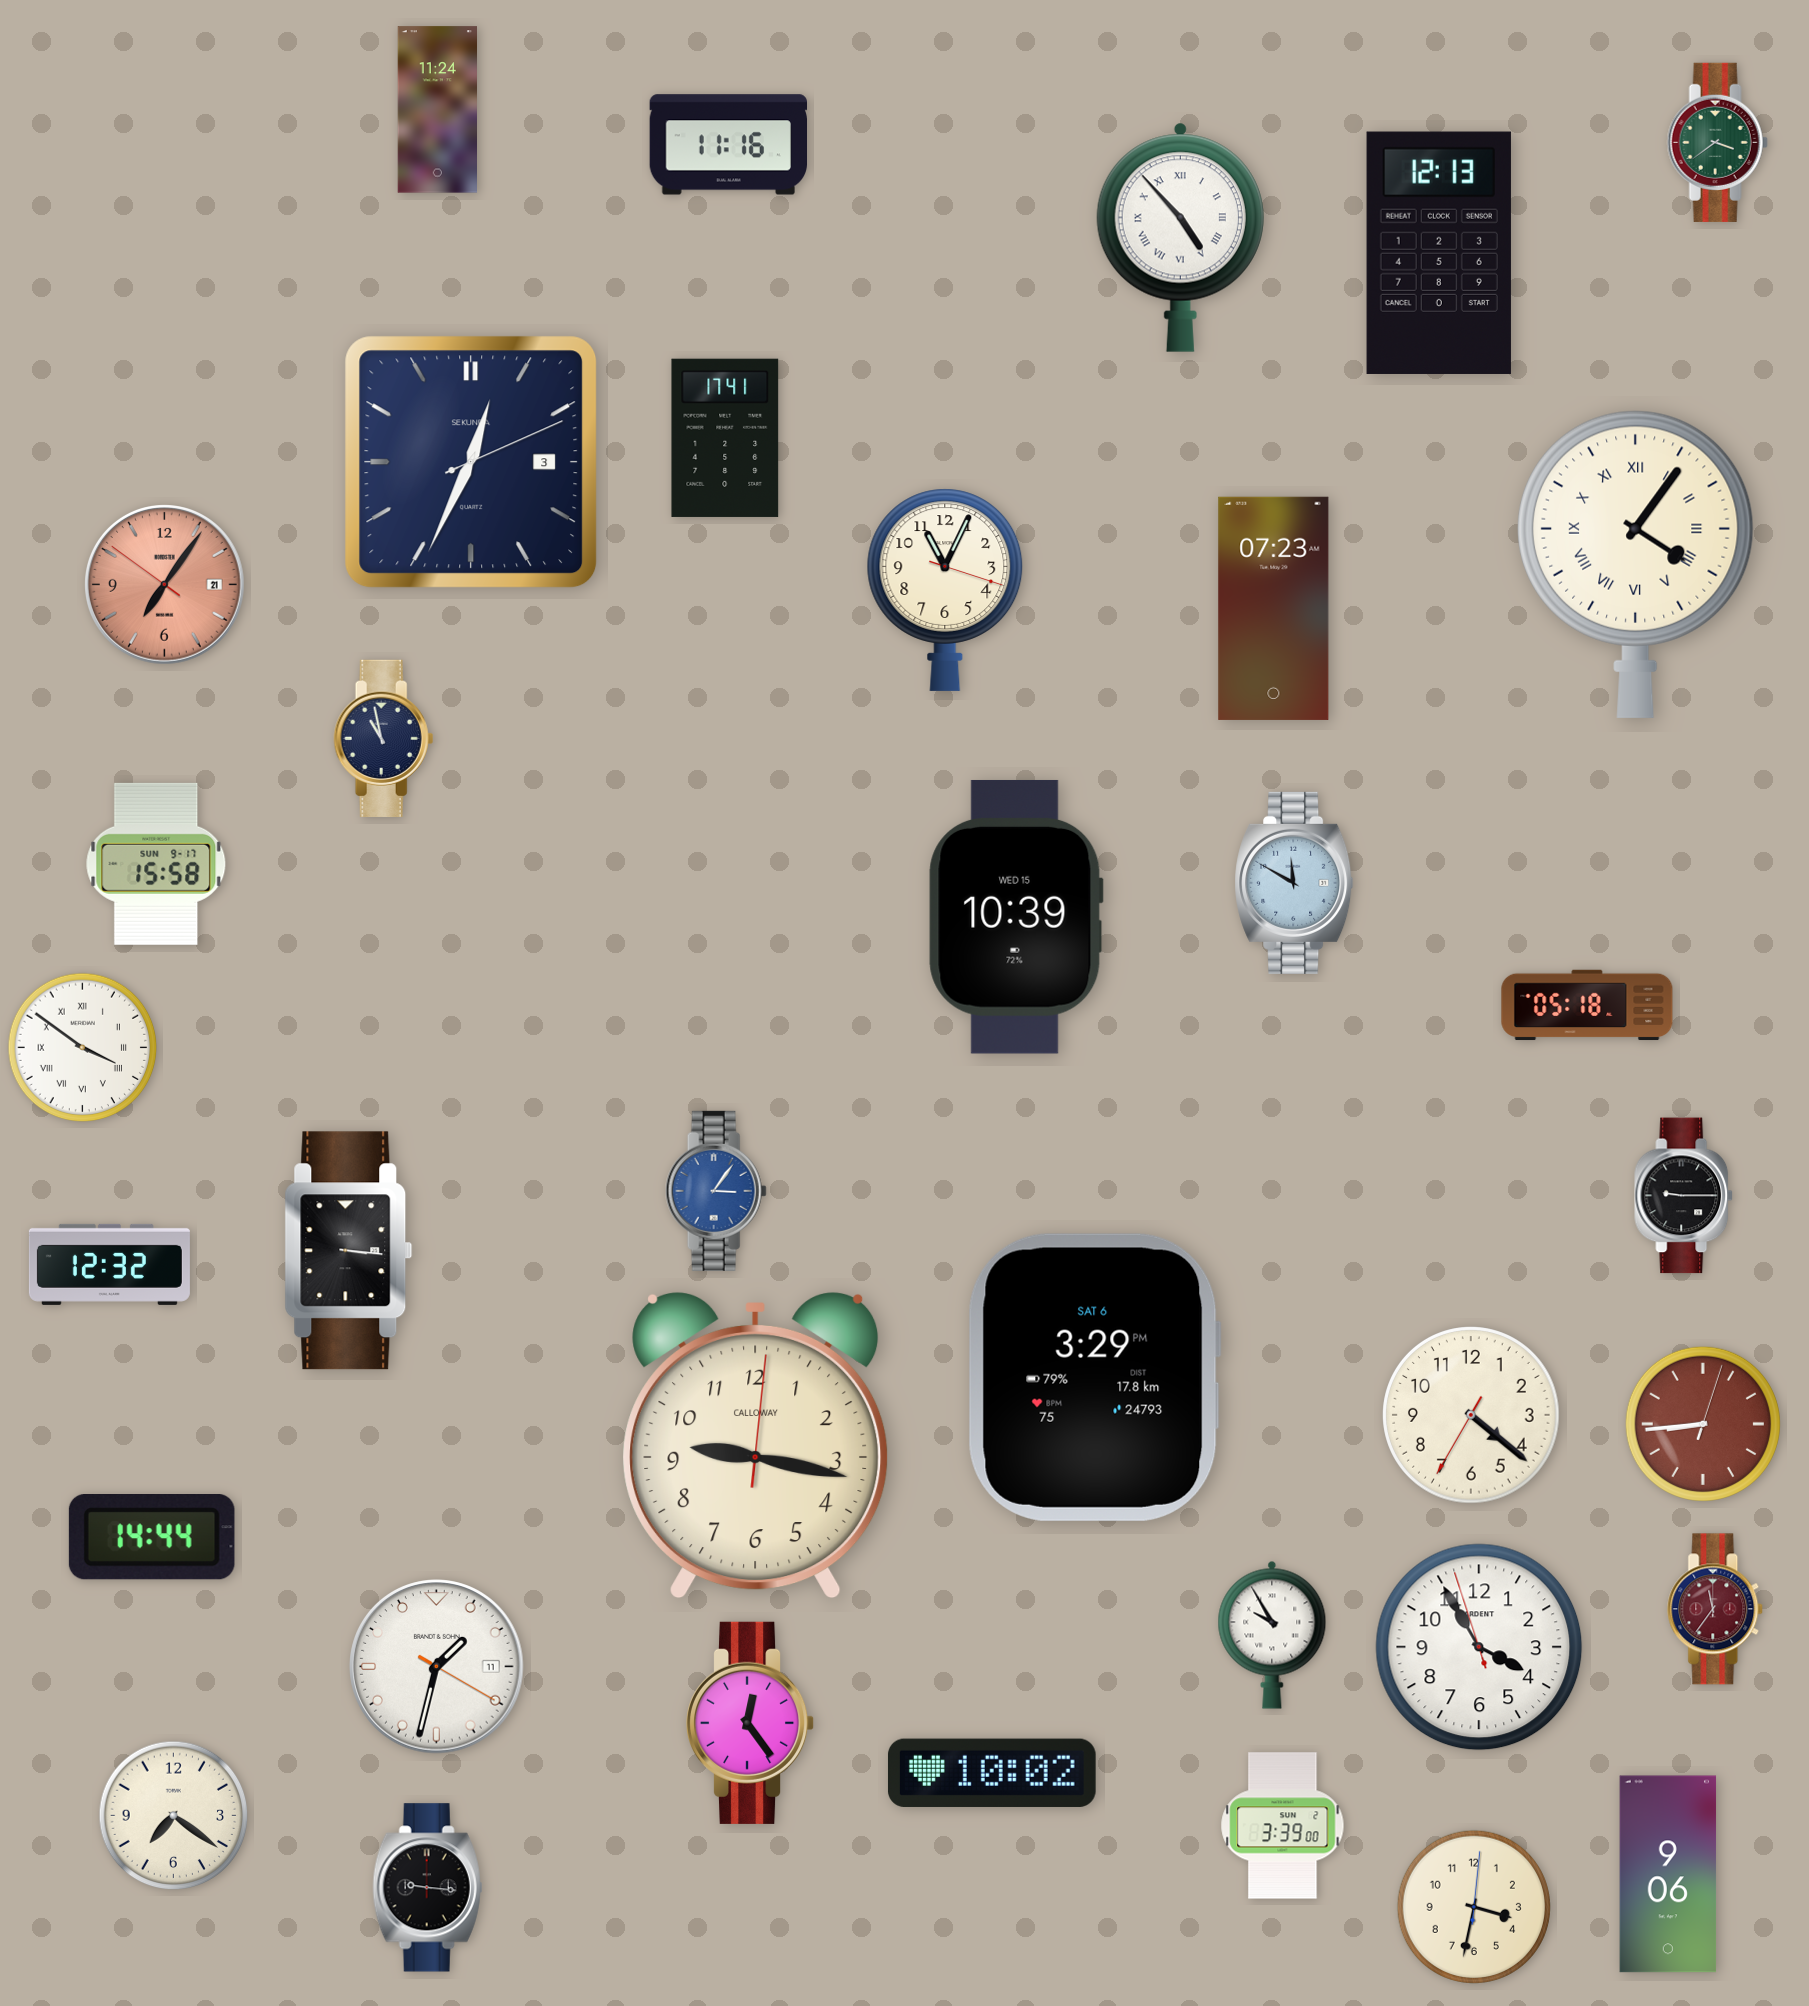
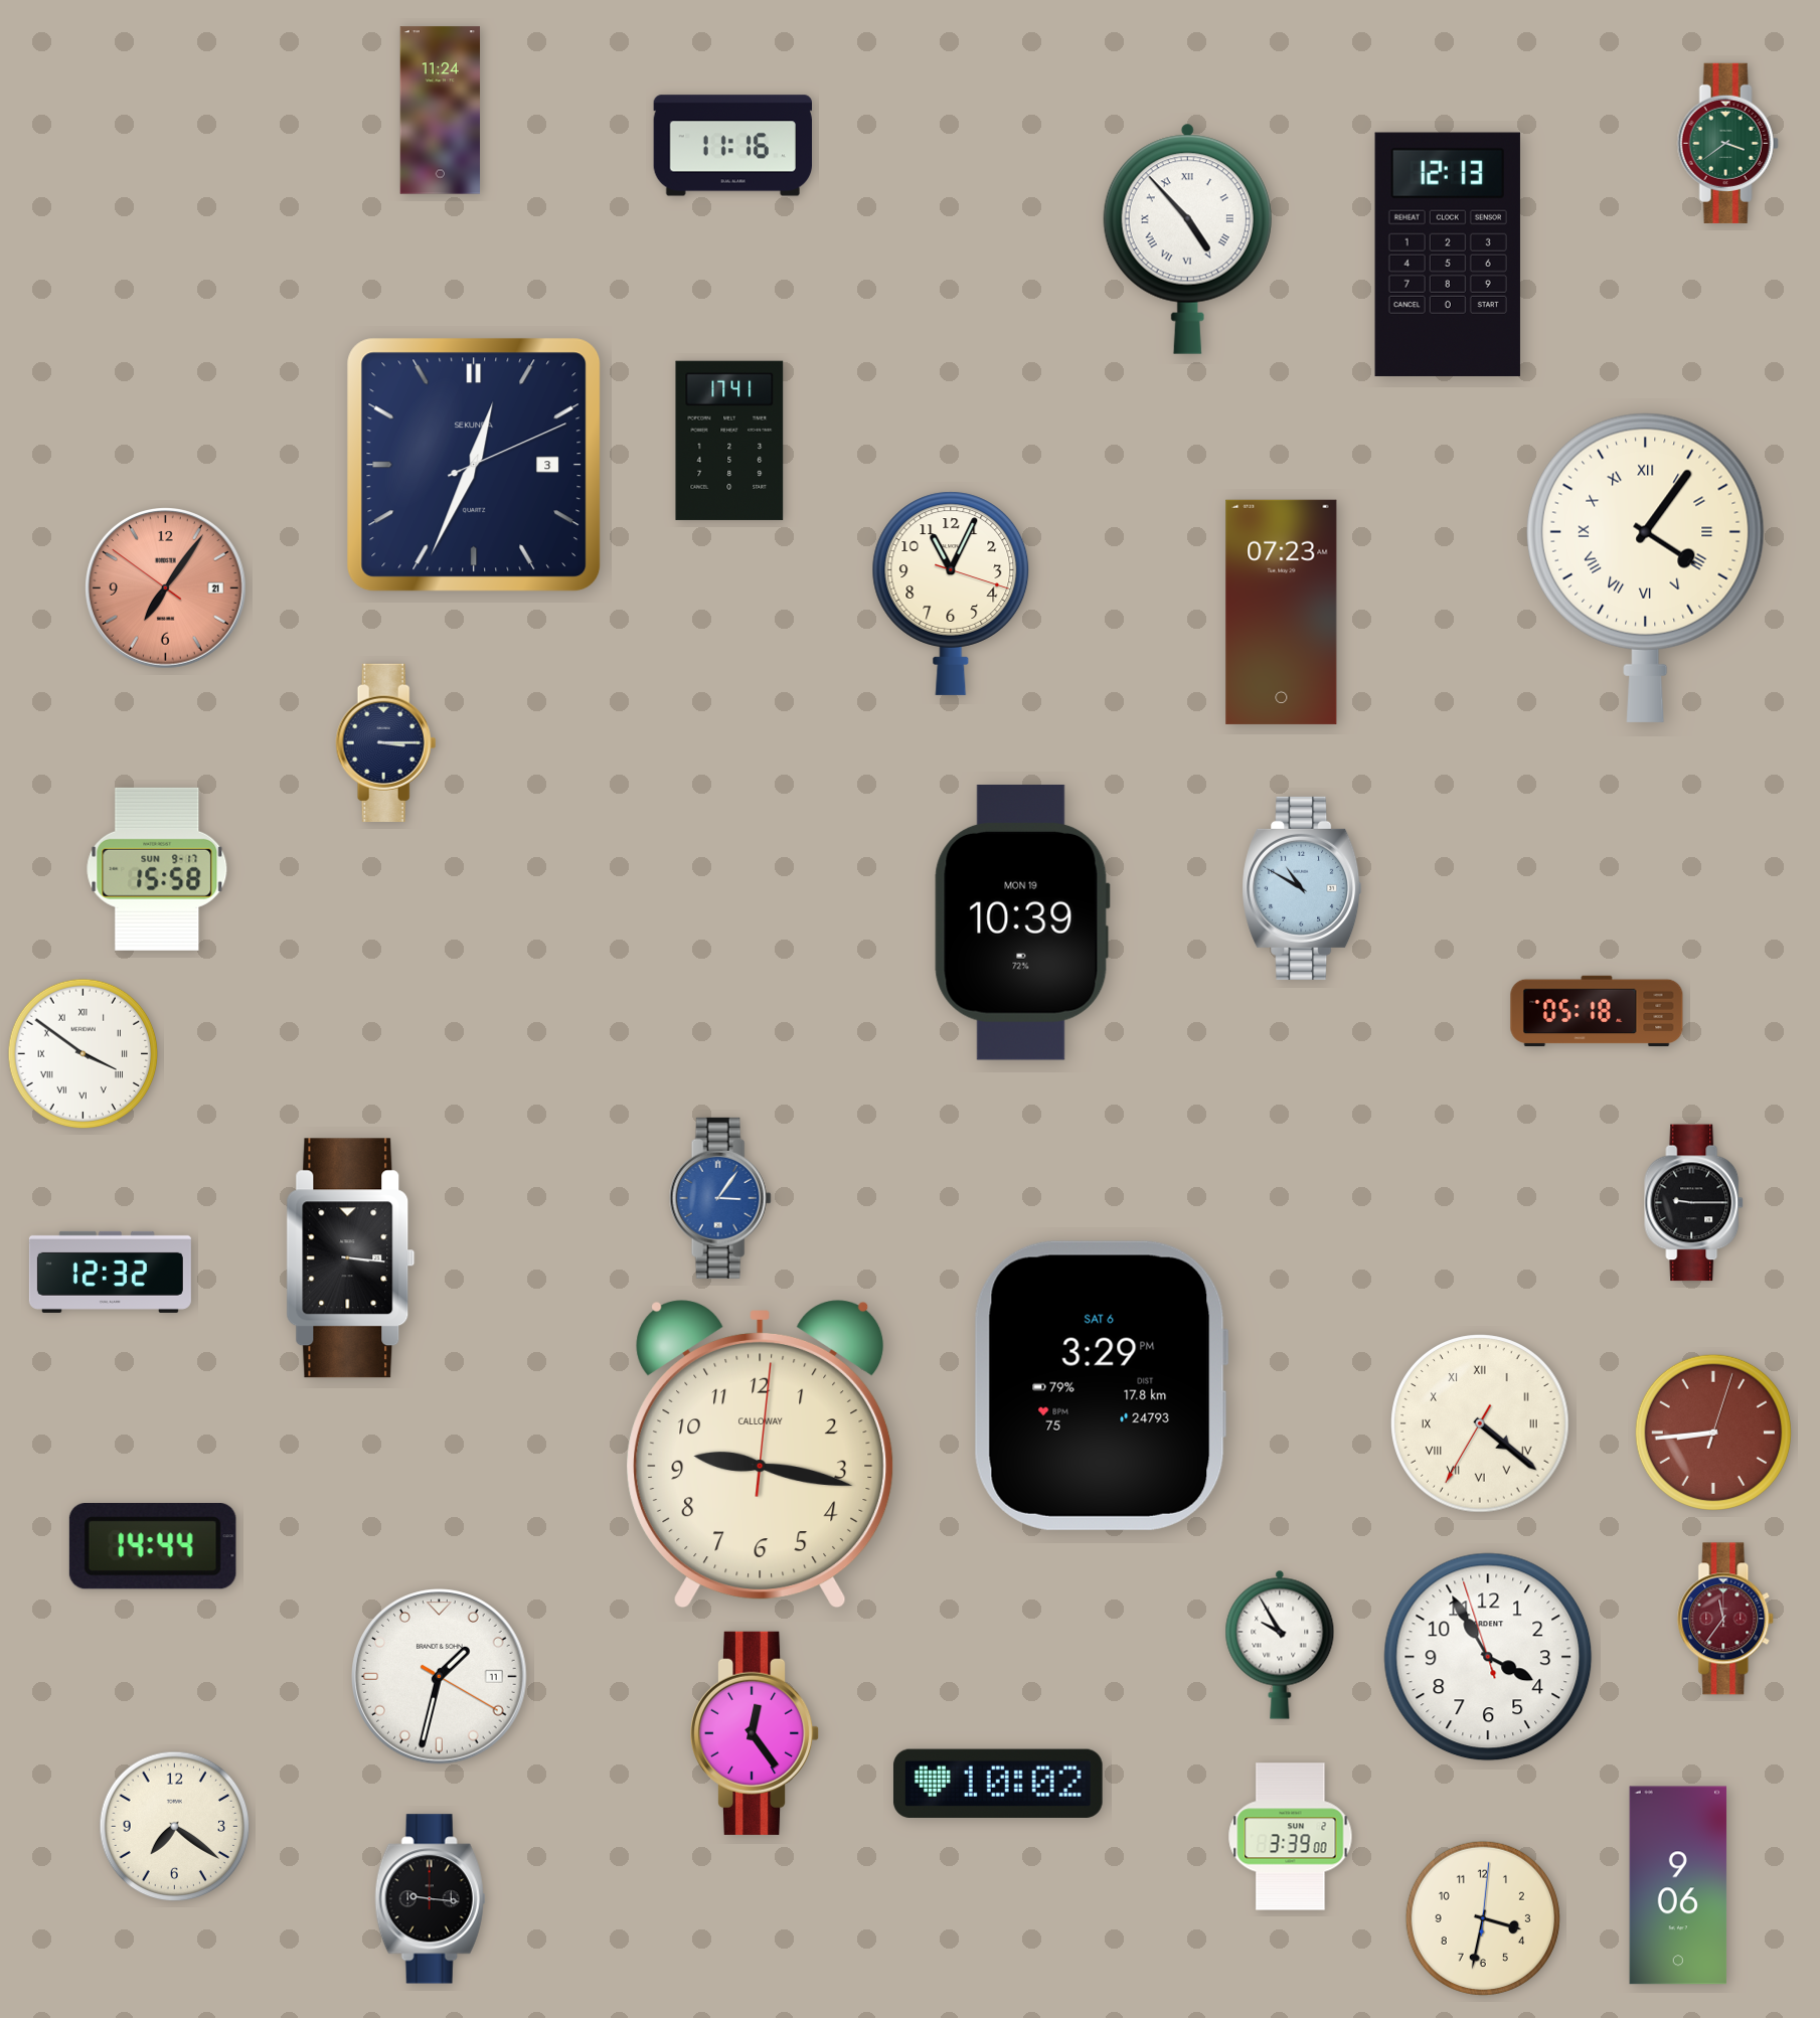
clock at (384, 739): 10:58 -> 3:15
clock at (1294, 883): 11:50 -> 10:50
clock at (1016, 917) date: WED 15 -> MON 19
clock at (1471, 1415) numerals: Arabic -> Roman
